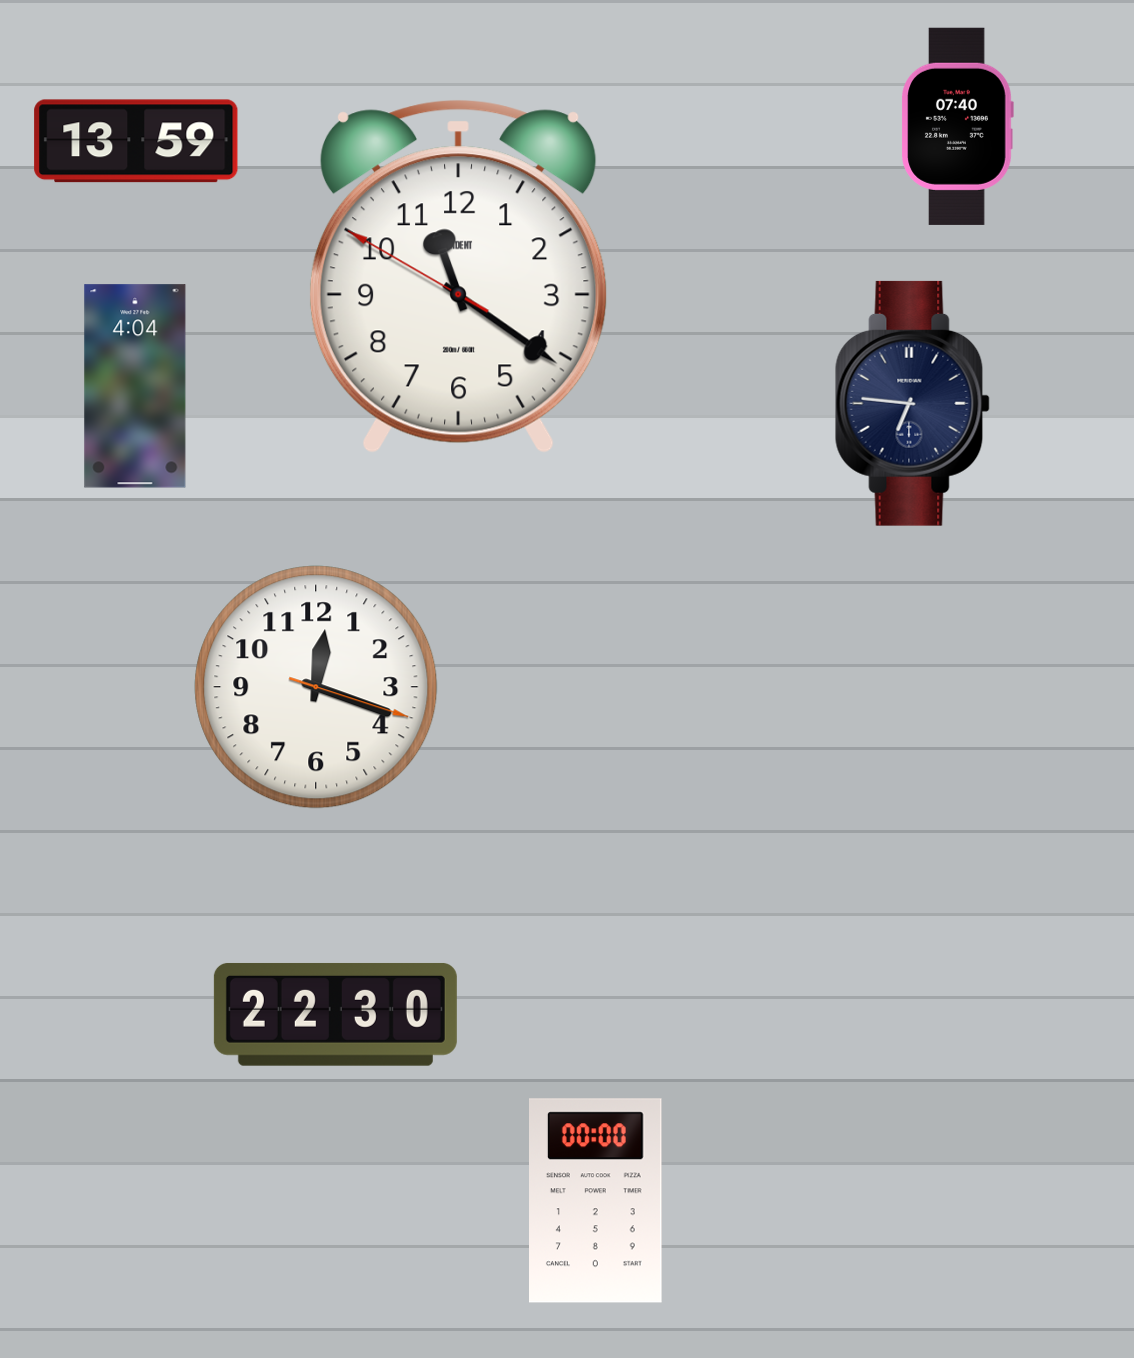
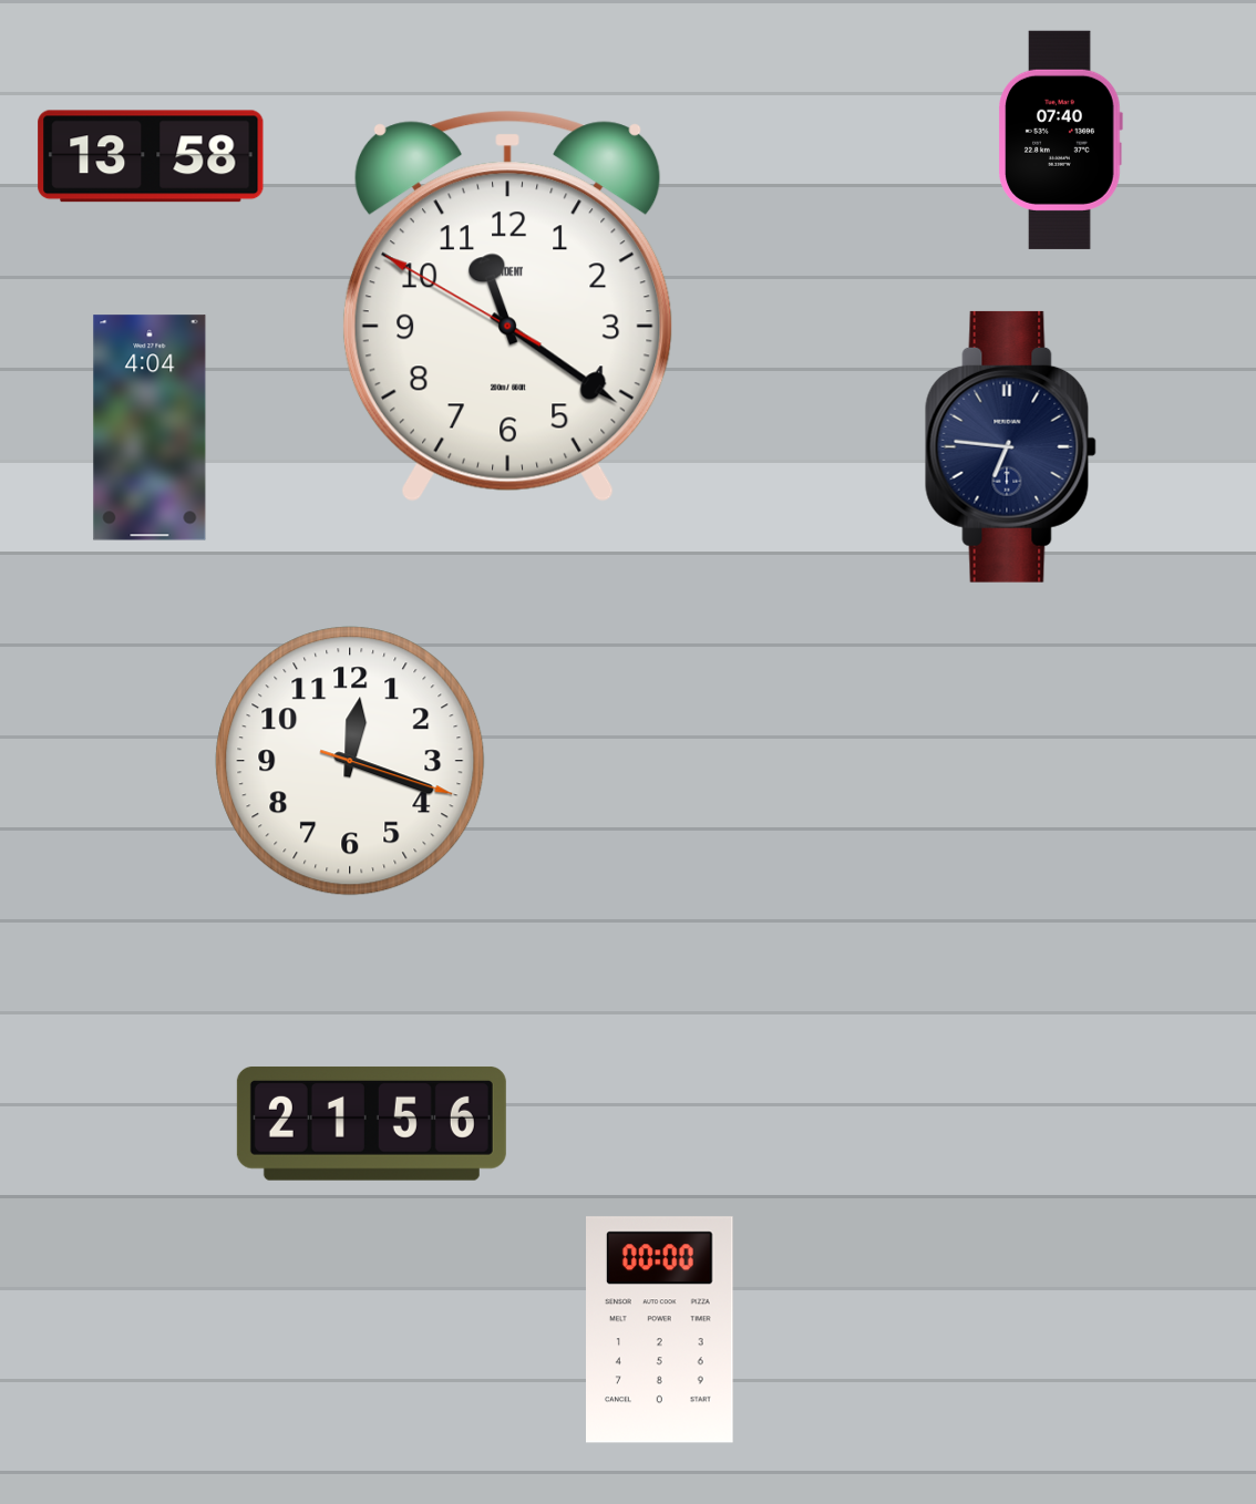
clock at (136, 141): 13:59 -> 13:58
clock at (335, 1014): 22:30 -> 21:56
